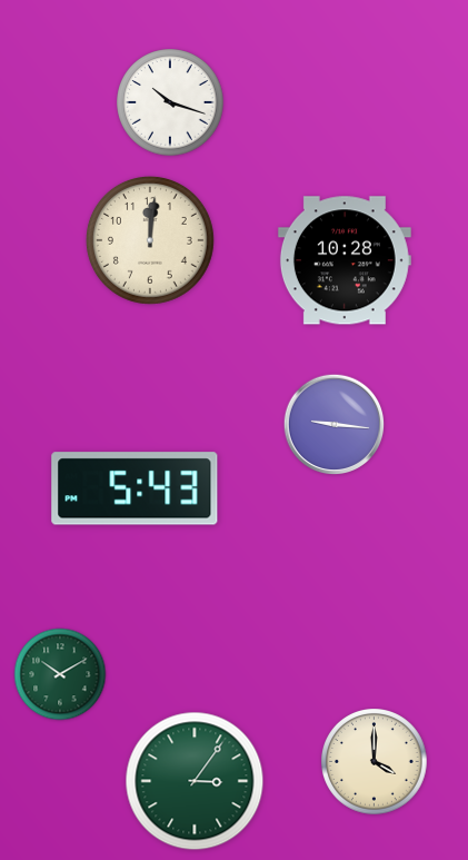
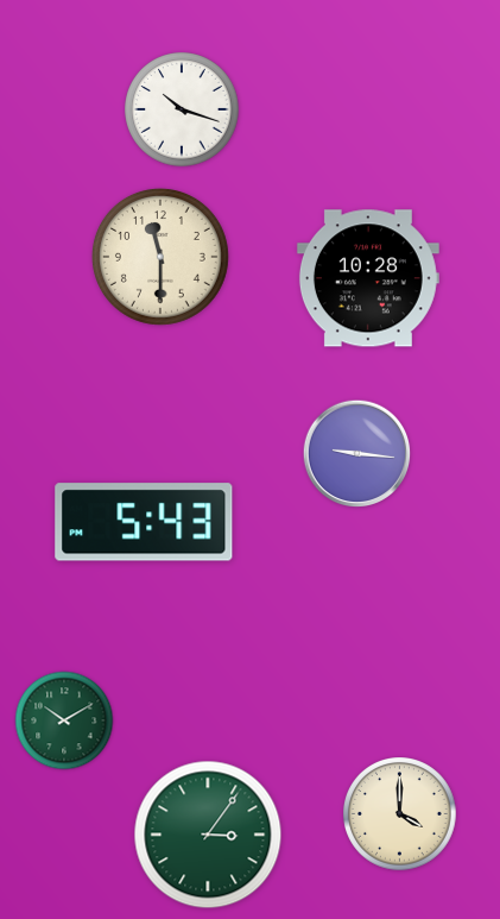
clock at (150, 240): 12:01 -> 11:30
